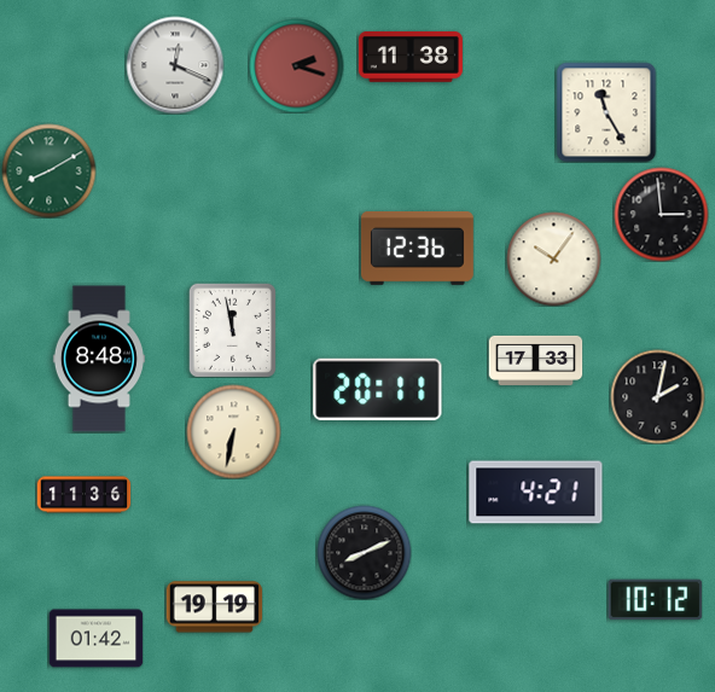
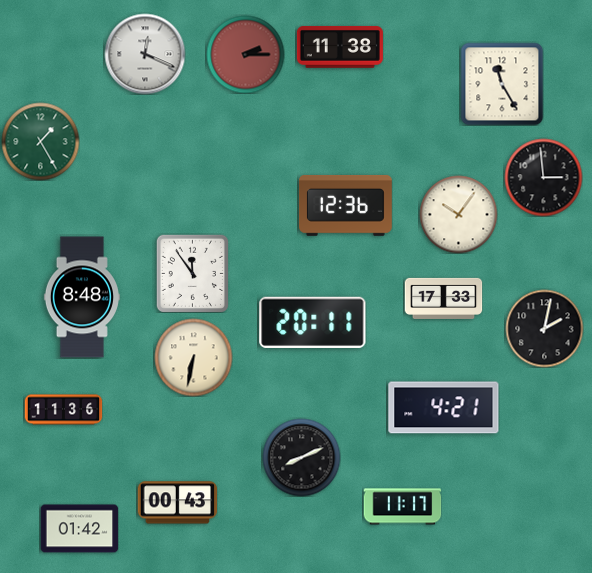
clock at (296, 65): 2:18 -> 2:15
clock at (606, 112) position: (606, 112) -> (502, 84)
clock at (48, 170): 8:10 -> 1:25
clock at (661, 214) position: (661, 214) -> (543, 177)
clock at (232, 330): 11:58 -> 11:54
clock at (83, 495) position: (83, 495) -> (63, 410)
clock at (655, 600): 10:12 -> none
clock at (214, 607): 19:19 -> 00:43
clock at (402, 507): none -> 11:17
